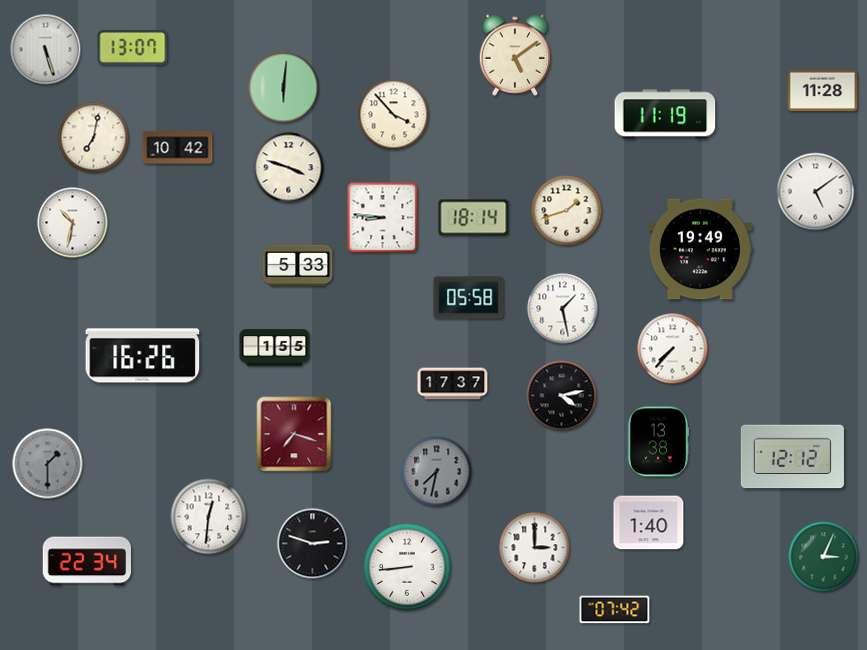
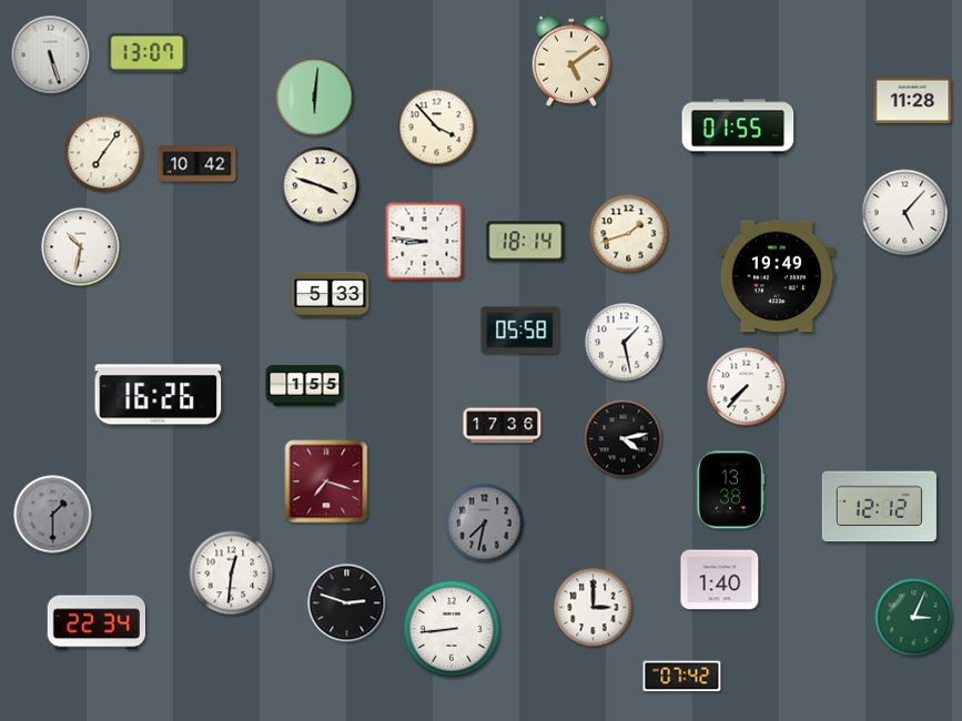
clock at (665, 114): 11:19 -> 01:55
clock at (94, 138): 7:02 -> 7:06
clock at (816, 192): 5:09 -> 5:07
clock at (453, 384): 17:37 -> 17:36
